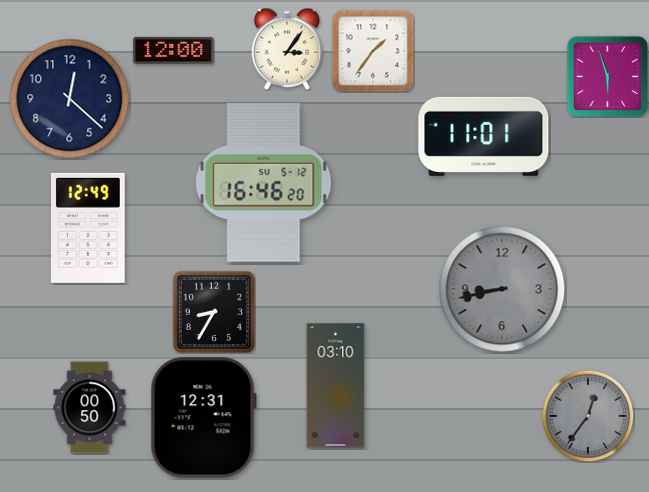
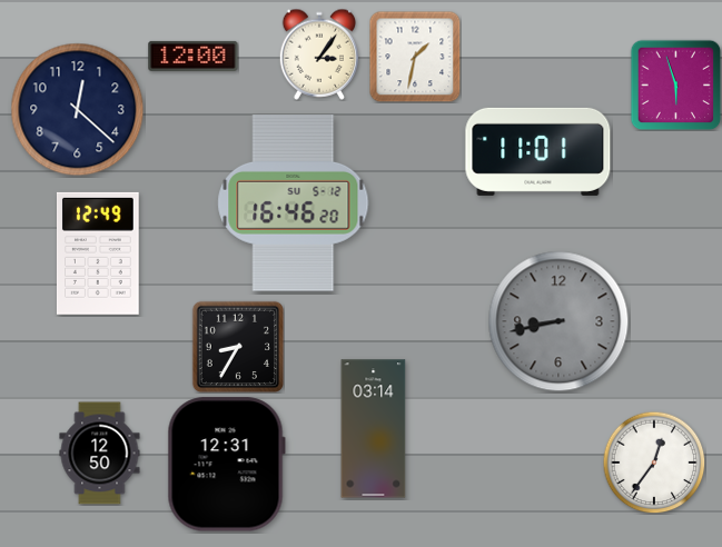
clock at (373, 51): 1:36 -> 1:32
clock at (336, 386): 03:10 -> 03:14
clock at (90, 408): 00:50 -> 12:50
clock at (588, 416) dial: grey -> white
